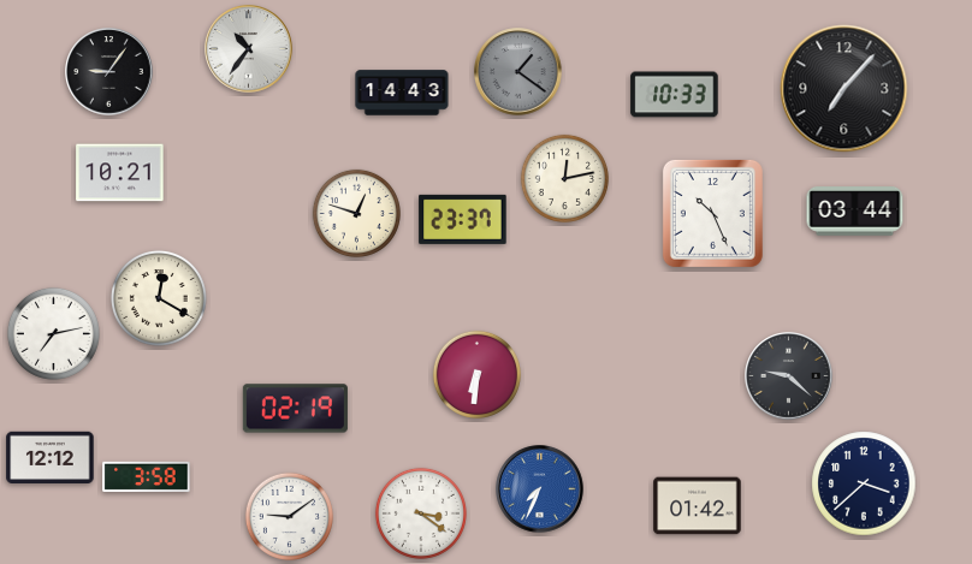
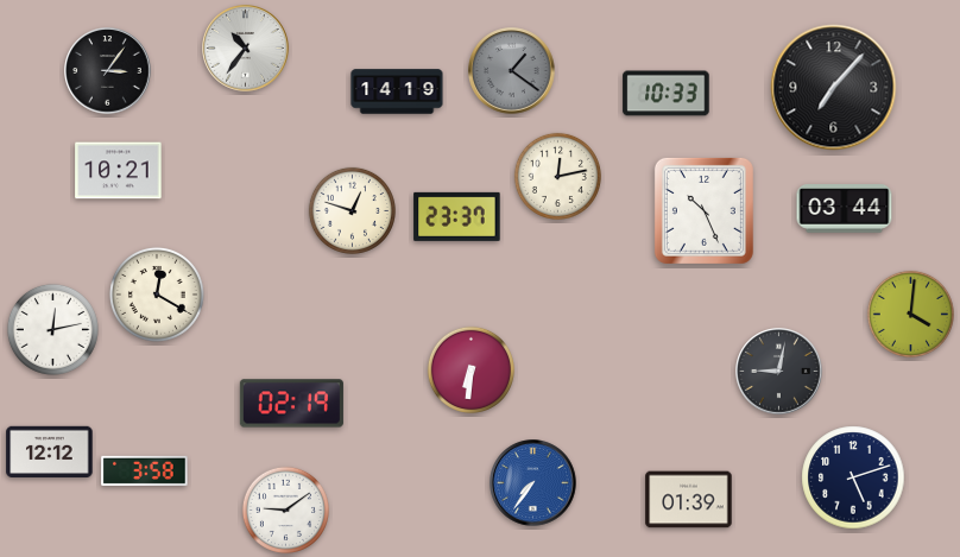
clock at (109, 72): 9:06 -> 3:06
clock at (402, 93): 14:43 -> 14:19
clock at (910, 314): none -> 4:01
clock at (53, 333): 7:13 -> 12:13
clock at (789, 376): 9:22 -> 9:02
clock at (864, 483): 3:38 -> 5:12
clock at (540, 489): 7:34 -> 7:36
clock at (698, 506): 01:42 -> 01:39
clock at (421, 513): 3:21 -> none
